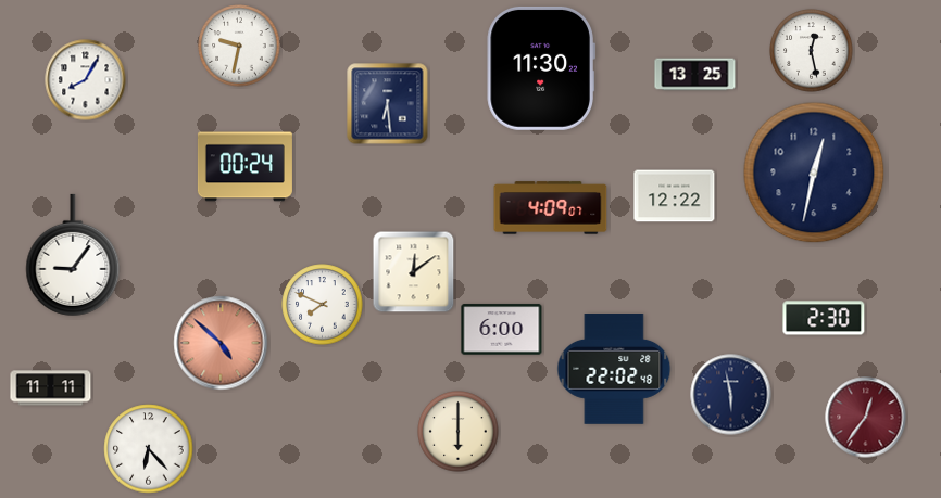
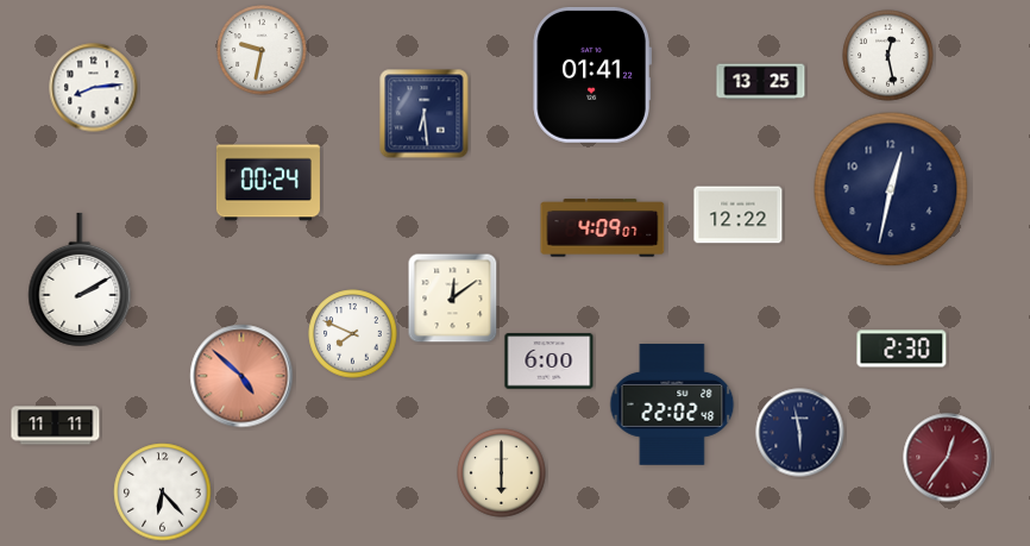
clock at (541, 68): 11:30 -> 01:41
clock at (86, 80): 8:05 -> 8:14
clock at (73, 255): 9:06 -> 2:10
